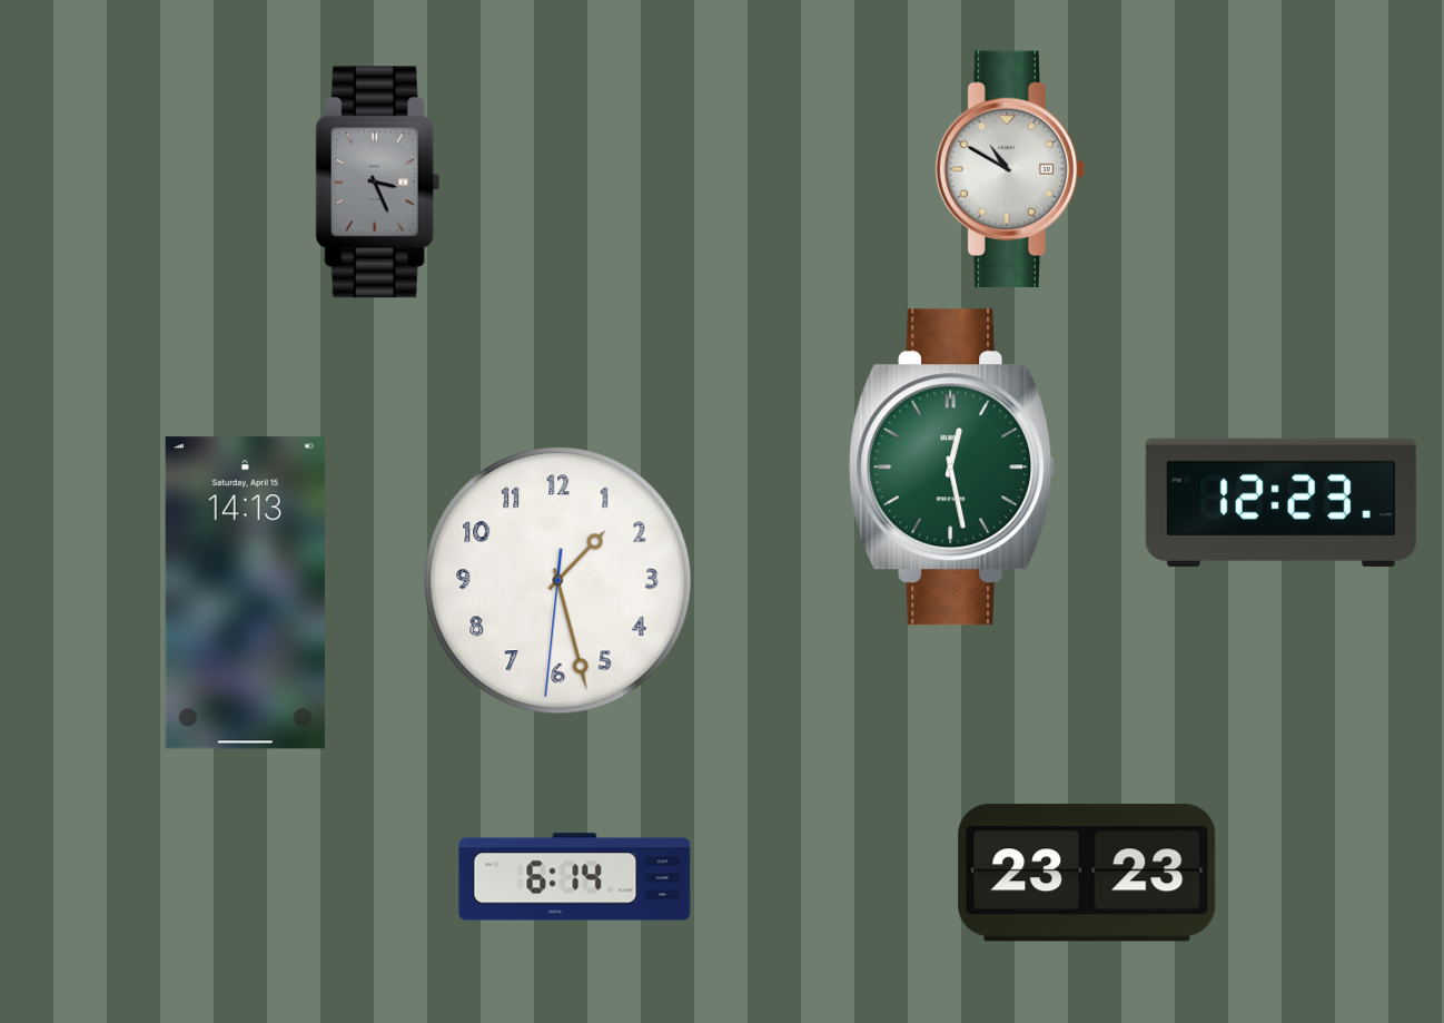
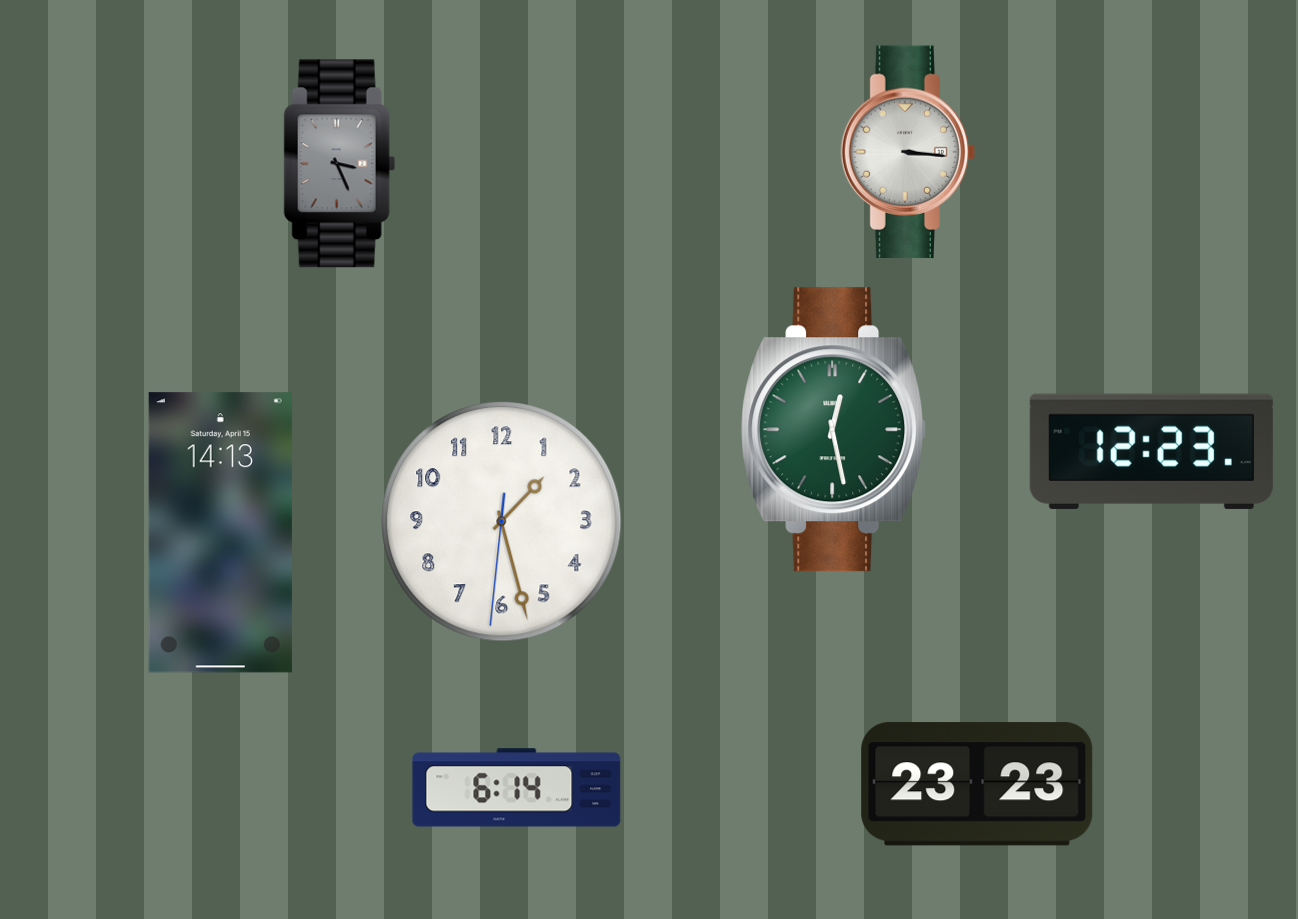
clock at (1010, 169): 10:50 -> 3:16
clock at (952, 468) position: (952, 468) -> (834, 430)
